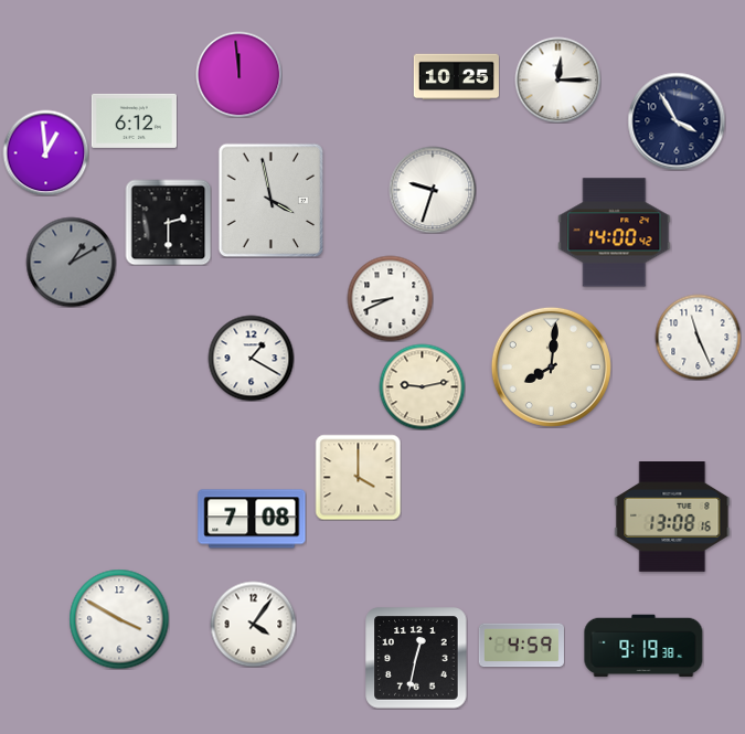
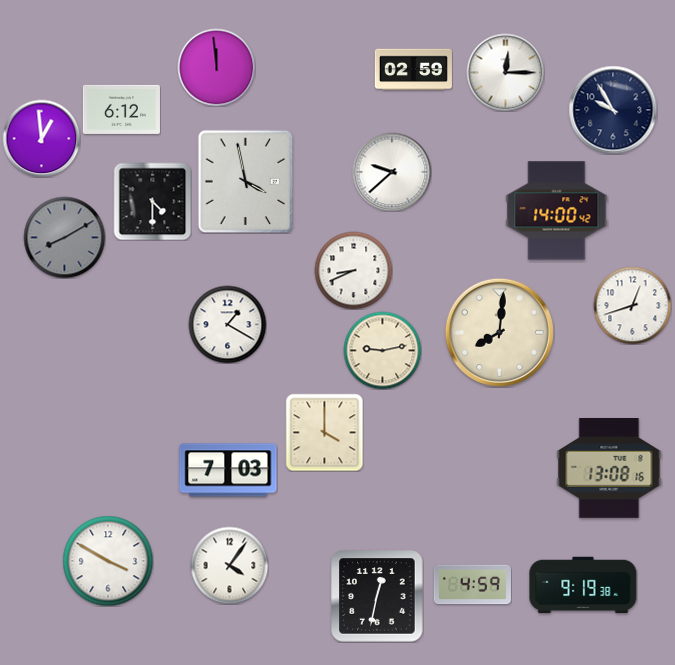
clock at (456, 77): 10:25 -> 02:59
clock at (677, 121): 3:55 -> 9:55
clock at (433, 190): 9:33 -> 9:38
clock at (168, 222): 2:30 -> 4:30
clock at (71, 262): 1:10 -> 8:10
clock at (698, 337): 11:26 -> 12:42
clock at (252, 519): 7:08 -> 7:03
